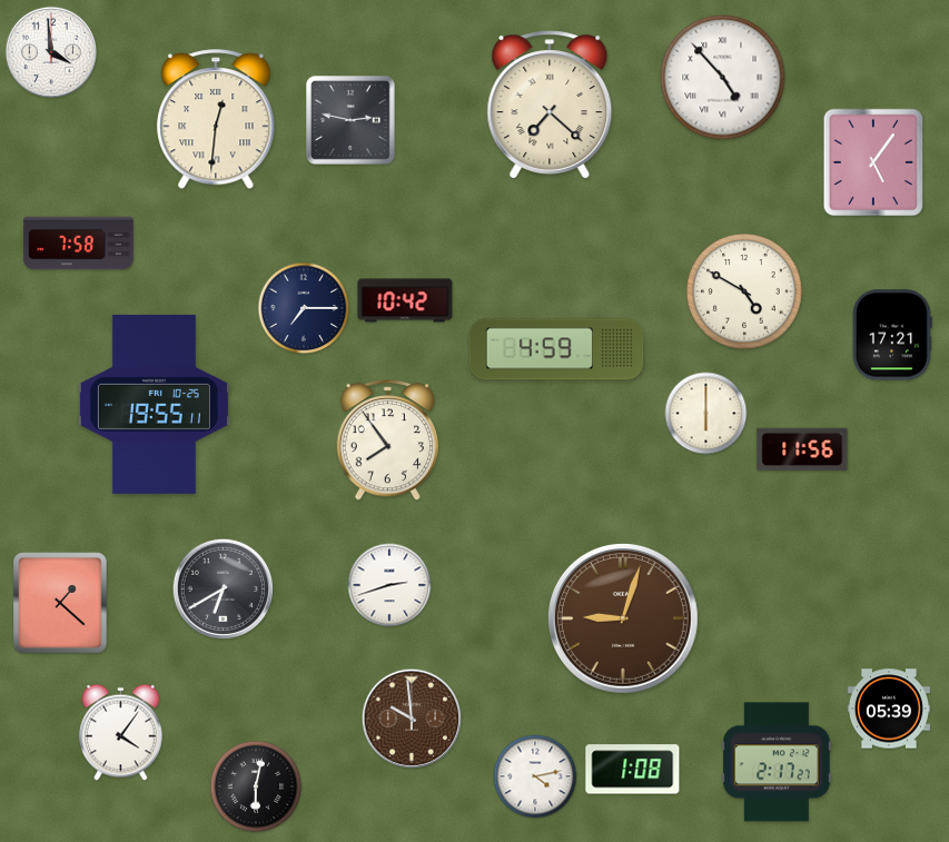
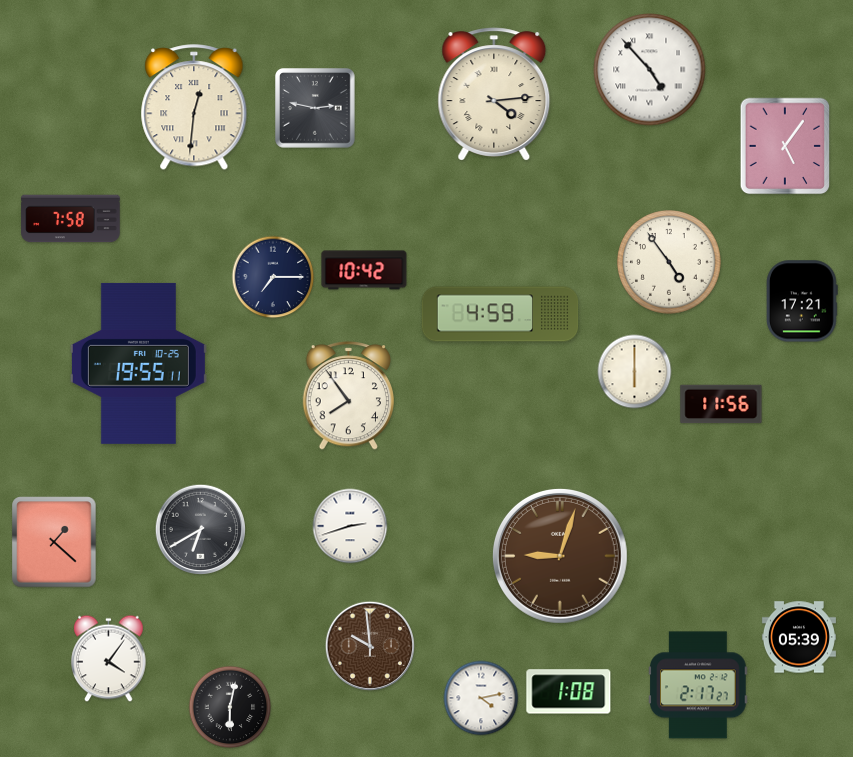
clock at (51, 52): 3:59 -> none
clock at (550, 105): 7:22 -> 4:14
clock at (744, 291): 4:50 -> 4:54
